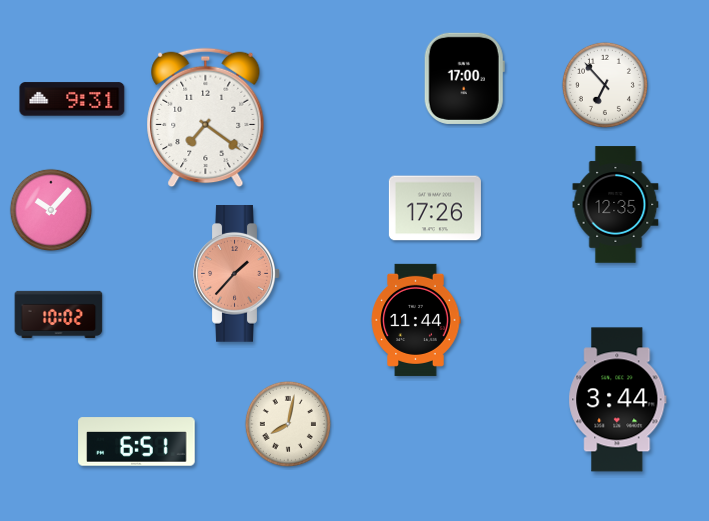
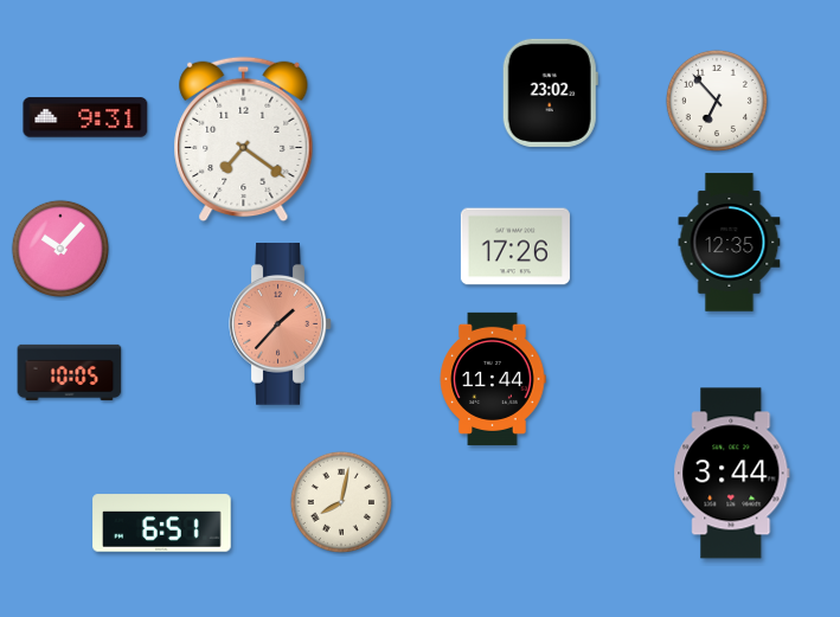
clock at (464, 78): 17:00 -> 23:02
clock at (59, 314): 10:02 -> 10:05
